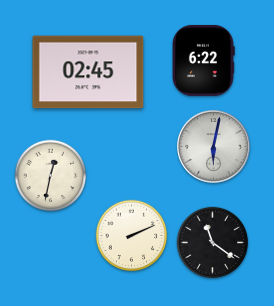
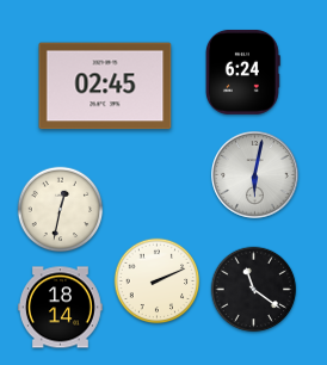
clock at (204, 60): 6:22 -> 6:24
clock at (60, 308): none -> 18:14
